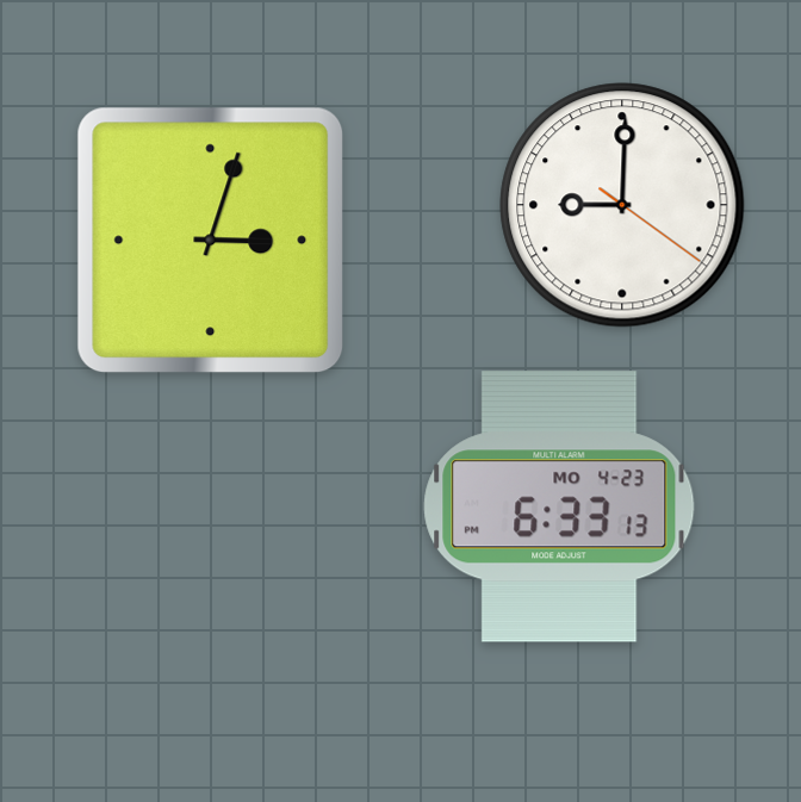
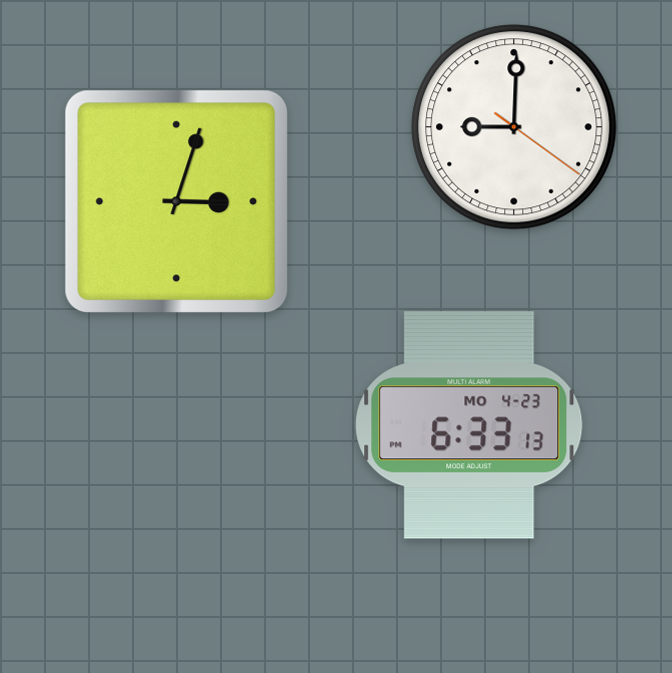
clock at (622, 205) position: (622, 205) -> (514, 127)
